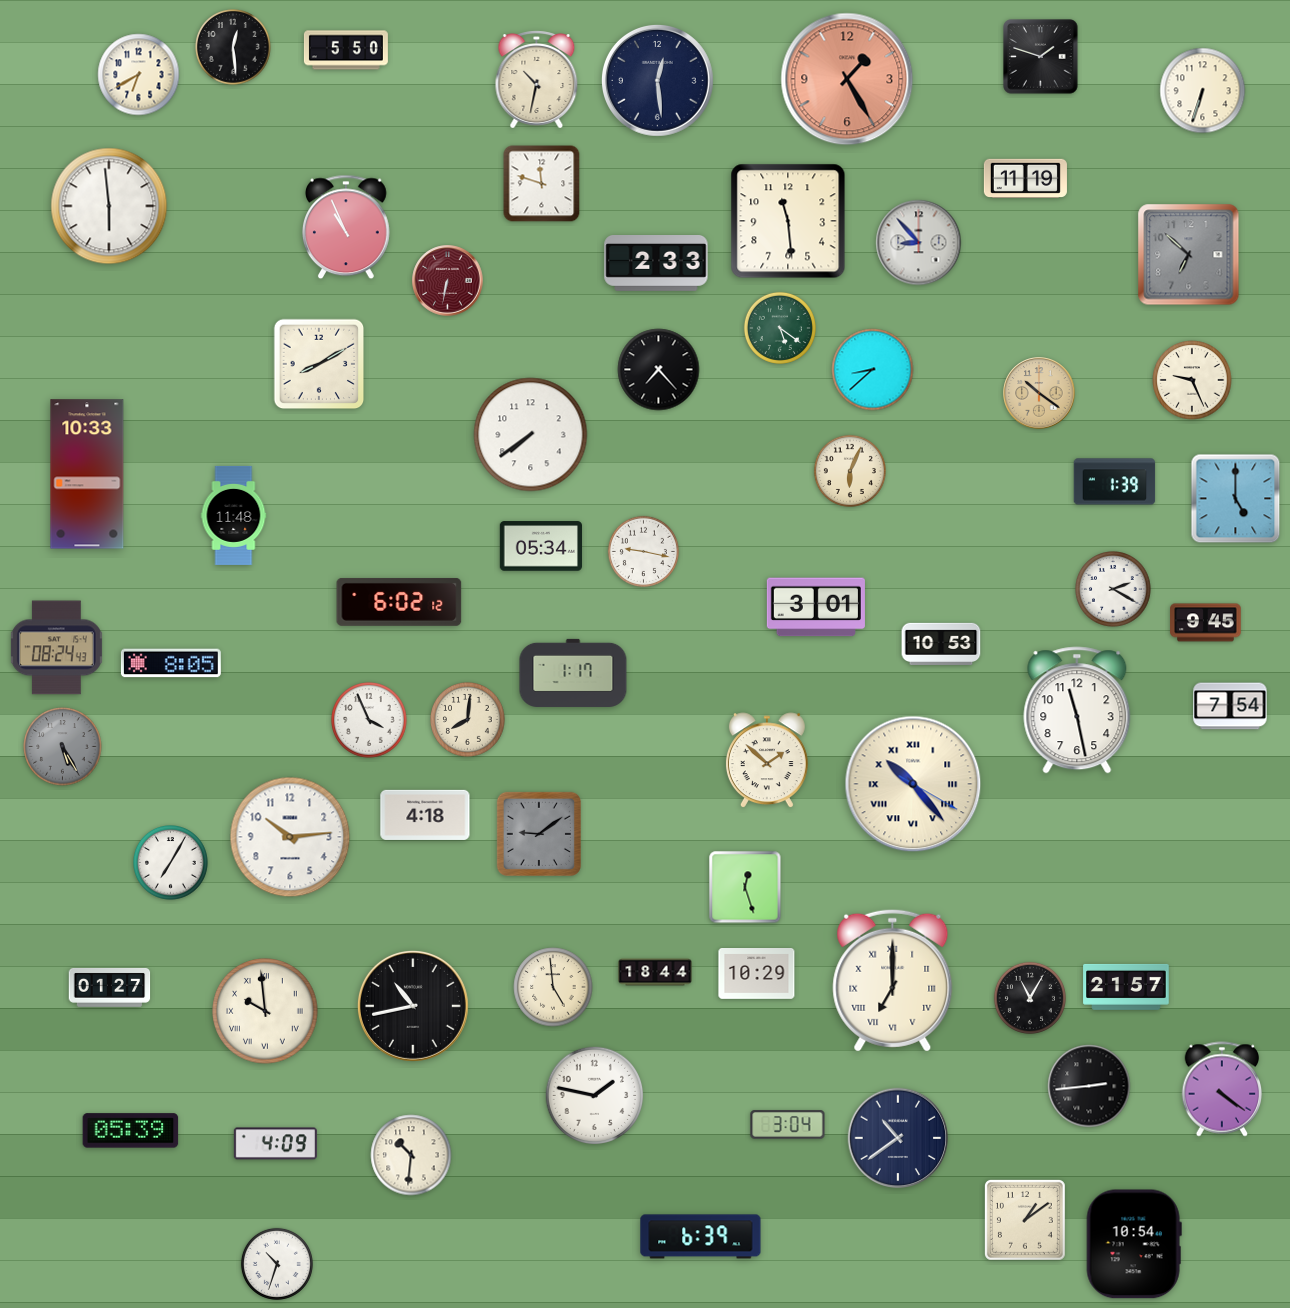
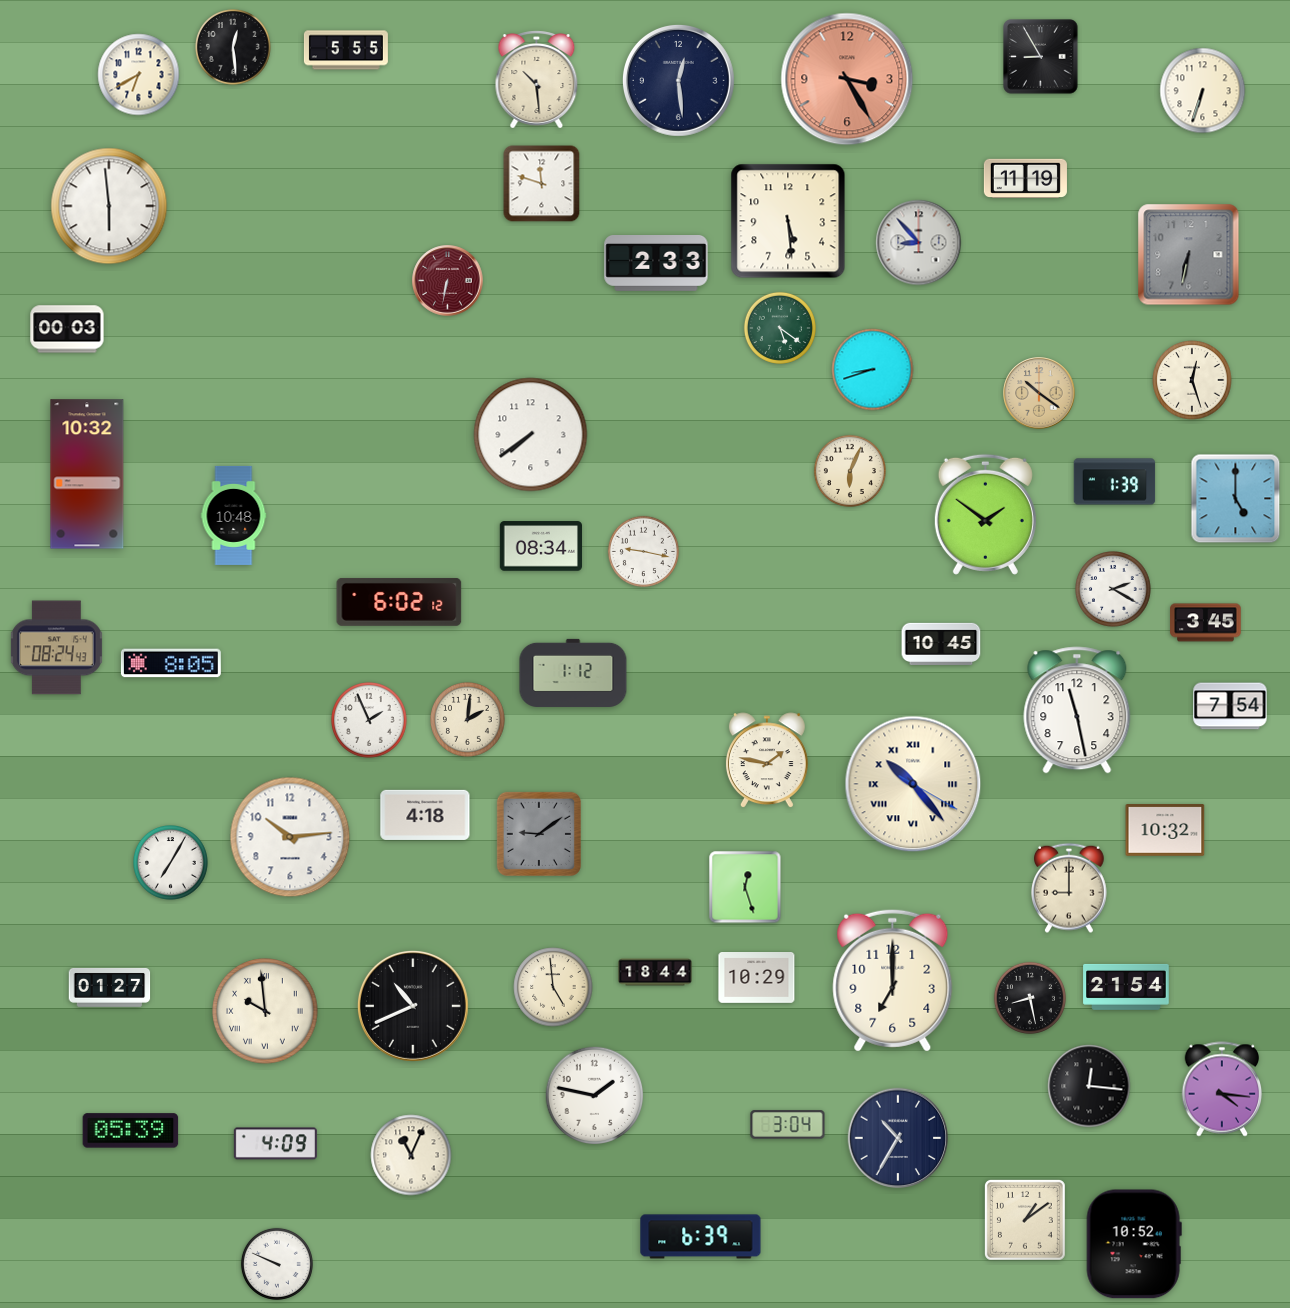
clock at (346, 50): 5:50 -> 5:55
clock at (1041, 57): 1:48 -> 8:55
clock at (847, 79): 1:25 -> 3:25
clock at (537, 80): 10:32 -> 10:29
clock at (657, 80) position: (657, 80) -> (678, 80)
clock at (788, 221): 11:29 -> 5:29
clock at (346, 227): 10:56 -> none
clock at (1189, 255): 6:52 -> 6:32
clock at (67, 329): none -> 00:03
clock at (319, 364): 8:10 -> none
clock at (659, 370): 7:23 -> none
clock at (873, 370): 8:38 -> 8:42
clock at (1192, 380): 9:26 -> 12:27
clock at (87, 474): 10:33 -> 10:32
clock at (985, 514): none -> 1:51
clock at (234, 515): 11:48 -> 10:48
clock at (540, 546): 05:34 -> 08:34
clock at (816, 607): 3:01 -> none
clock at (1206, 623): 9:45 -> 3:45
clock at (941, 644): 10:53 -> 10:45
clock at (573, 673): 1:17 -> 1:12
clock at (369, 720): 3:56 -> 1:56
clock at (468, 720): 8:01 -> 2:01
clock at (63, 747): 5:25 -> none
clock at (767, 761): 1:52 -> 1:47
clock at (1165, 830): none -> 10:32
clock at (1070, 888): none -> 9:00
clock at (757, 974) position: (757, 974) -> (757, 978)
clock at (893, 980) numerals: Roman -> Arabic
clock at (1126, 987): 21:57 -> 21:54
clock at (1030, 998): 11:05 -> 8:28
clock at (413, 1006): 10:43 -> 10:41
clock at (1089, 1086): 2:44 -> 12:16
clock at (1222, 1089): 4:21 -> 4:16
clock at (898, 1138): 10:39 -> 10:35
clock at (411, 1155): 10:31 -> 11:04
clock at (1134, 1244): 10:54 -> 10:52
clock at (277, 1264): 10:33 -> 9:49
